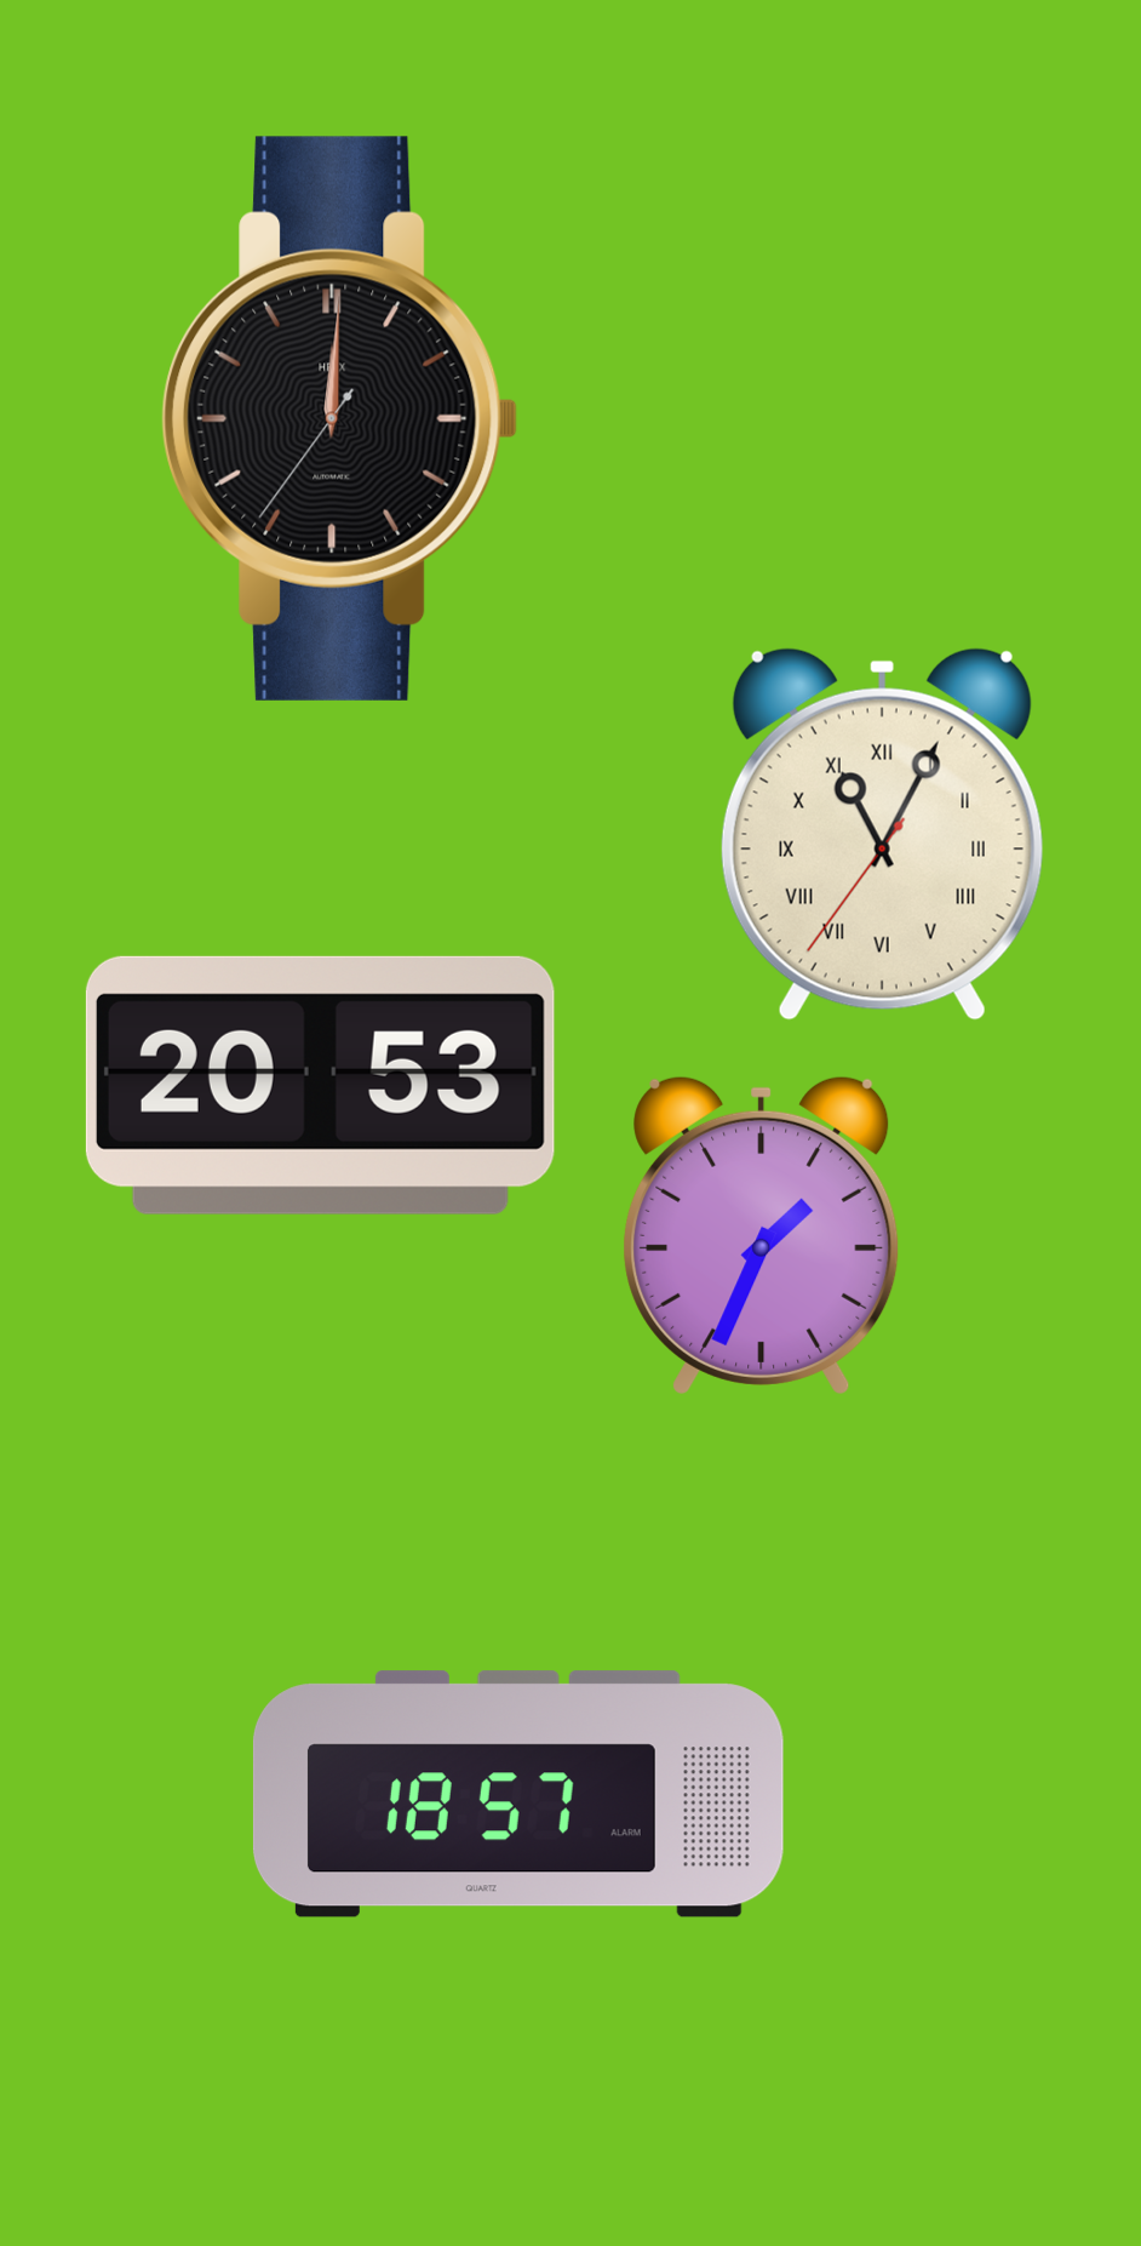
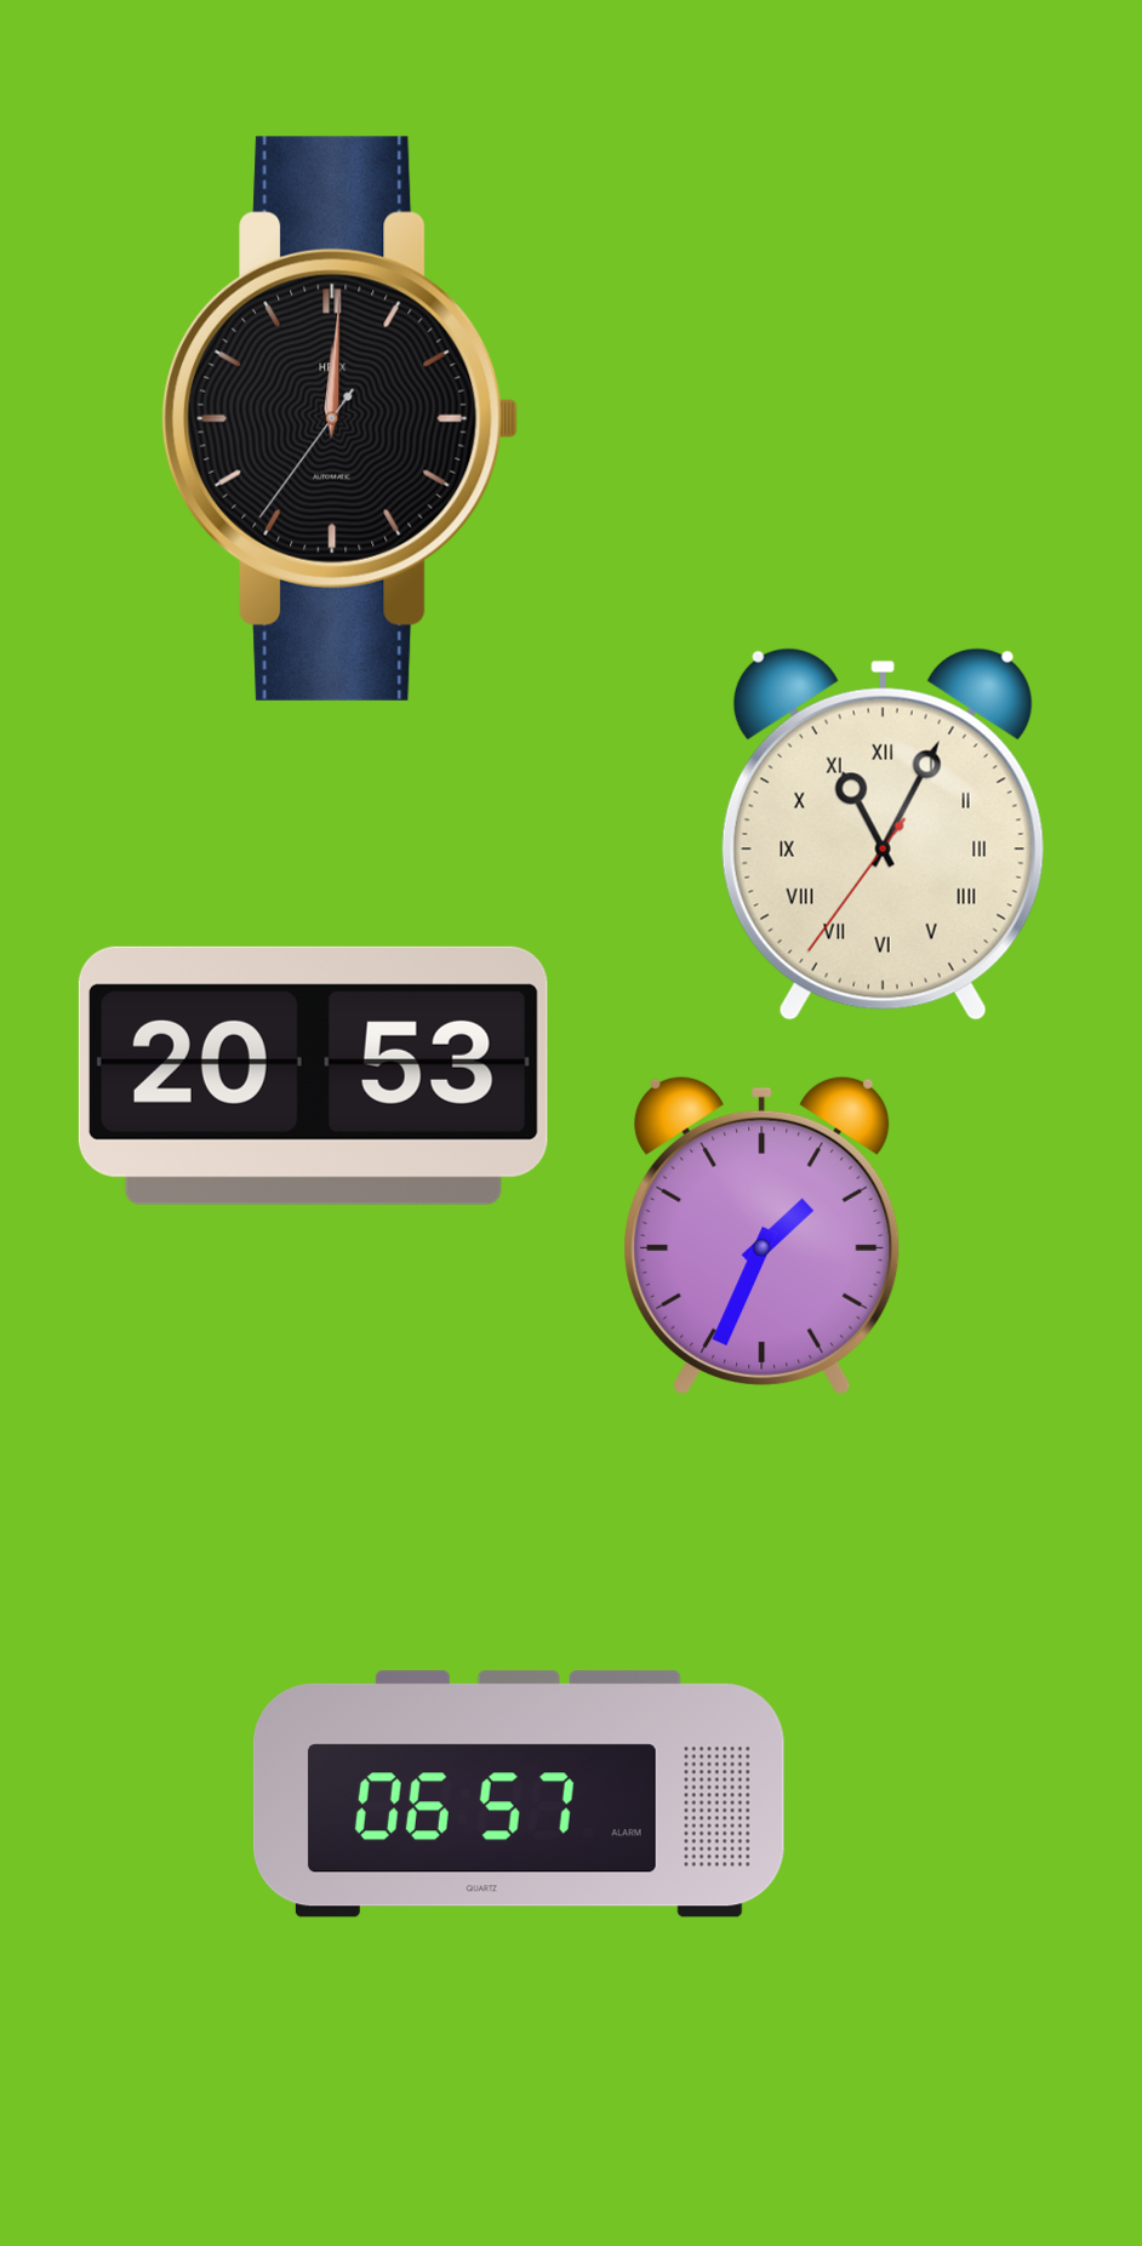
clock at (320, 1085) position: (320, 1085) -> (313, 1075)
clock at (518, 1794): 18:57 -> 06:57
